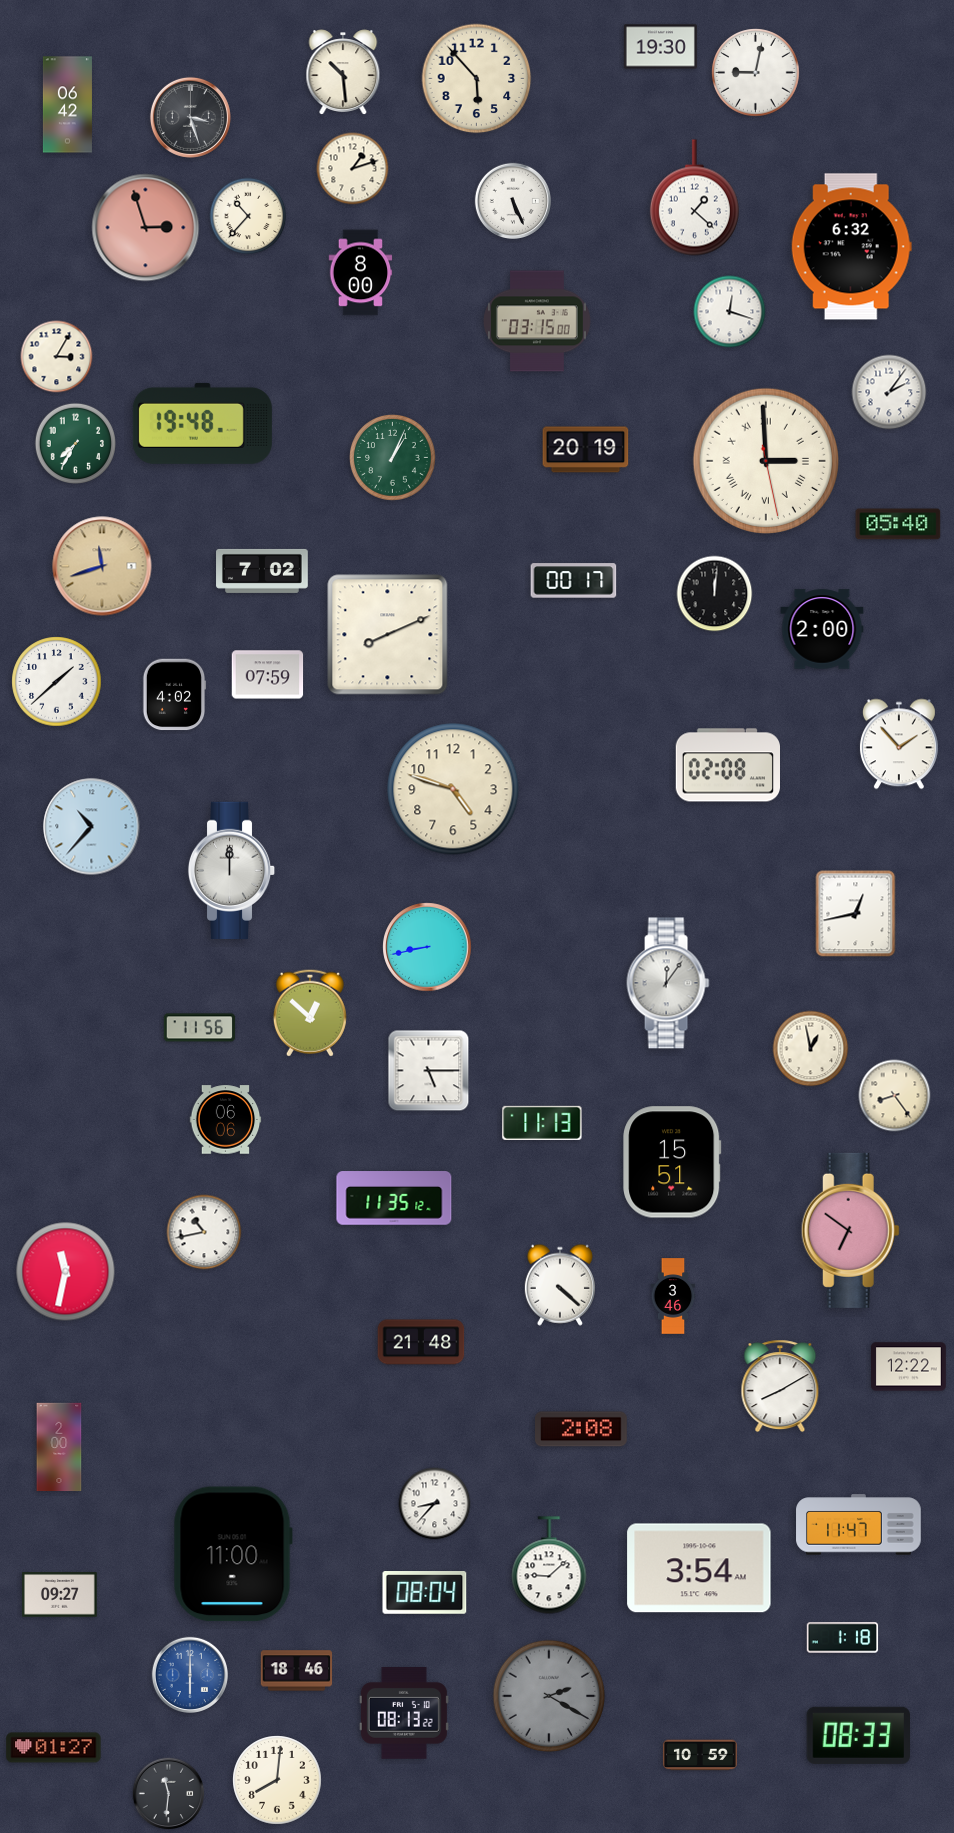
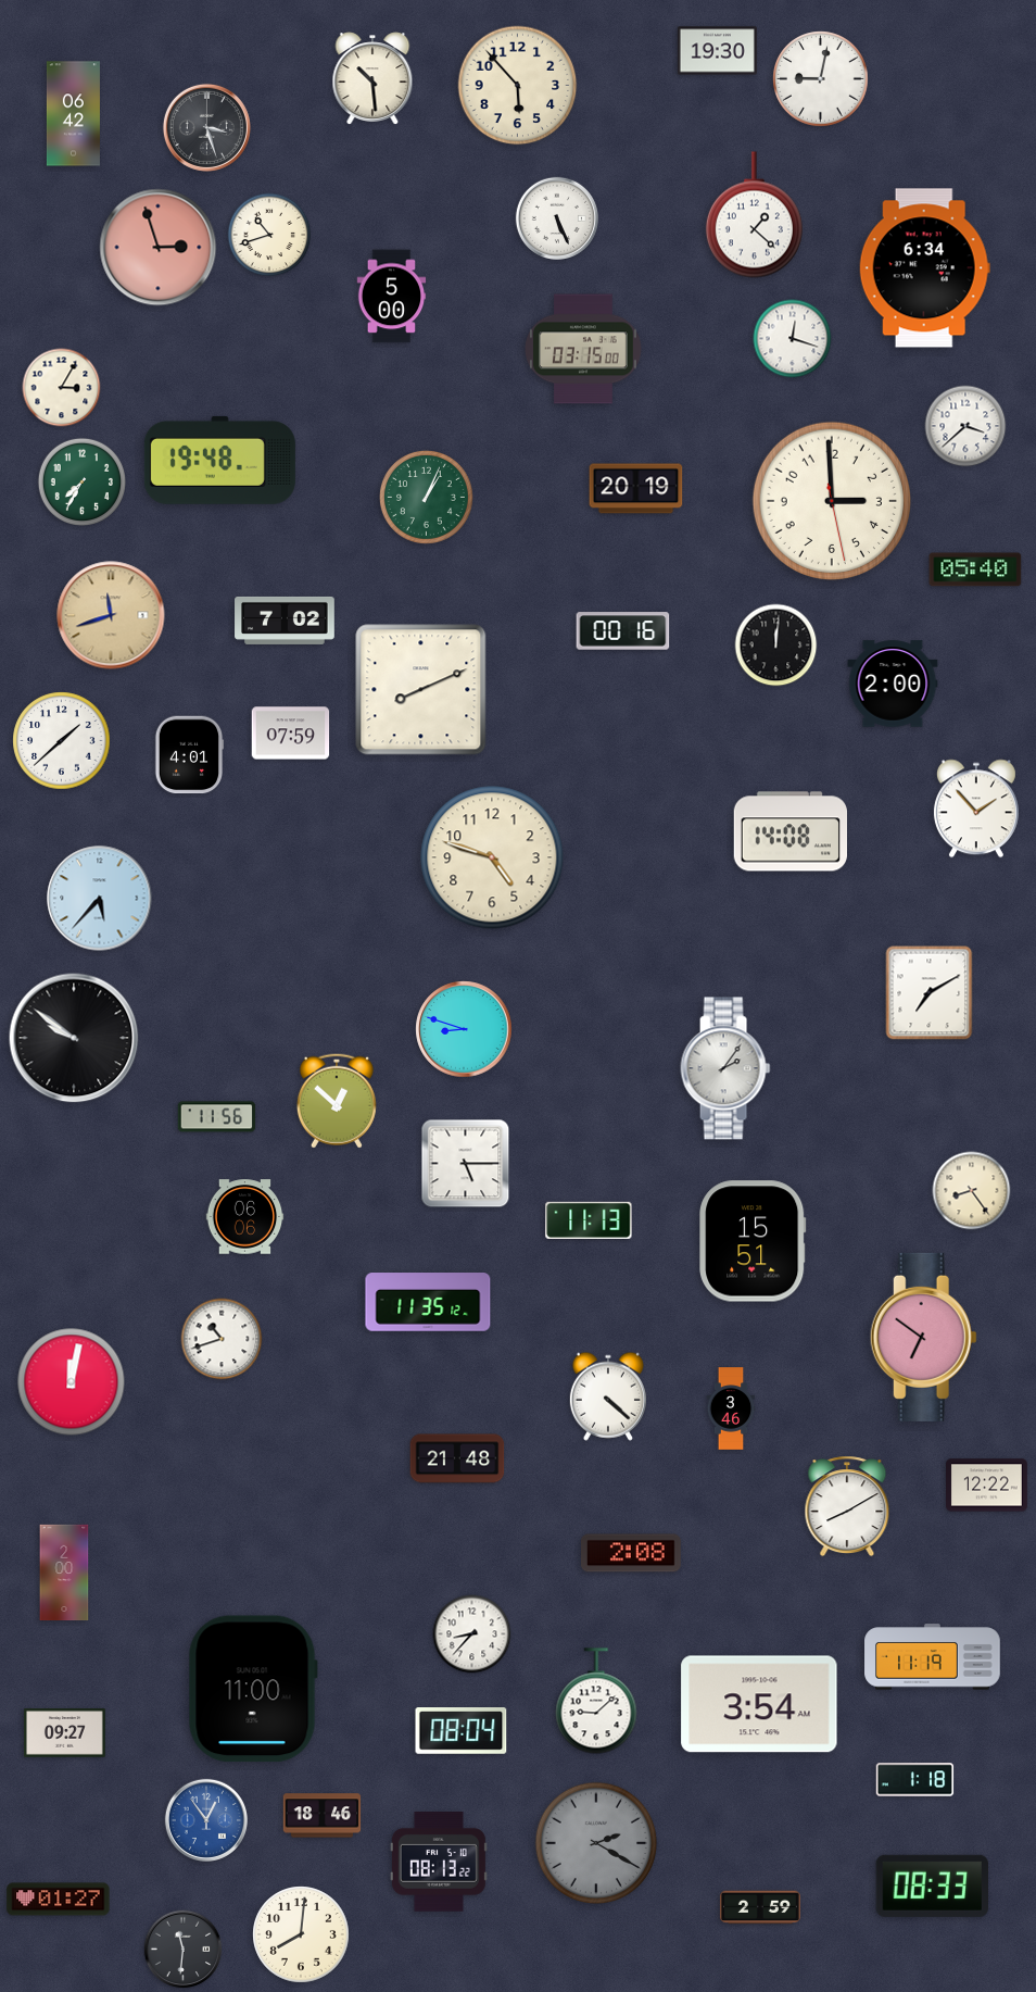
clock at (353, 169): 1:12 -> none
clock at (248, 216): 10:37 -> 10:42
clock at (851, 247): 6:32 -> 6:34
clock at (361, 273): 8:00 -> 5:00
clock at (889, 392): 2:06 -> 3:38
clock at (766, 461) numerals: Roman -> Arabic
clock at (574, 581): 00:17 -> 00:16
clock at (174, 695): 4:02 -> 4:01
clock at (727, 765): 02:08 -> 14:08
clock at (92, 827): 10:37 -> 5:37
clock at (232, 870): 12:00 -> none
clock at (856, 914): 12:43 -> 7:10
clock at (427, 947): 8:43 -> 8:48
clock at (74, 1038): none -> 9:51
clock at (668, 983): 12:06 -> 2:06
clock at (811, 1049): 12:58 -> none
clock at (672, 1162) position: (672, 1162) -> (753, 1241)
clock at (204, 1232): 10:43 -> 10:42
clock at (66, 1272): 11:32 -> 12:02
clock at (859, 1525): 11:47 -> 11:19
clock at (189, 1674): 6:00 -> 12:54
clock at (700, 1755): 10:59 -> 2:59
